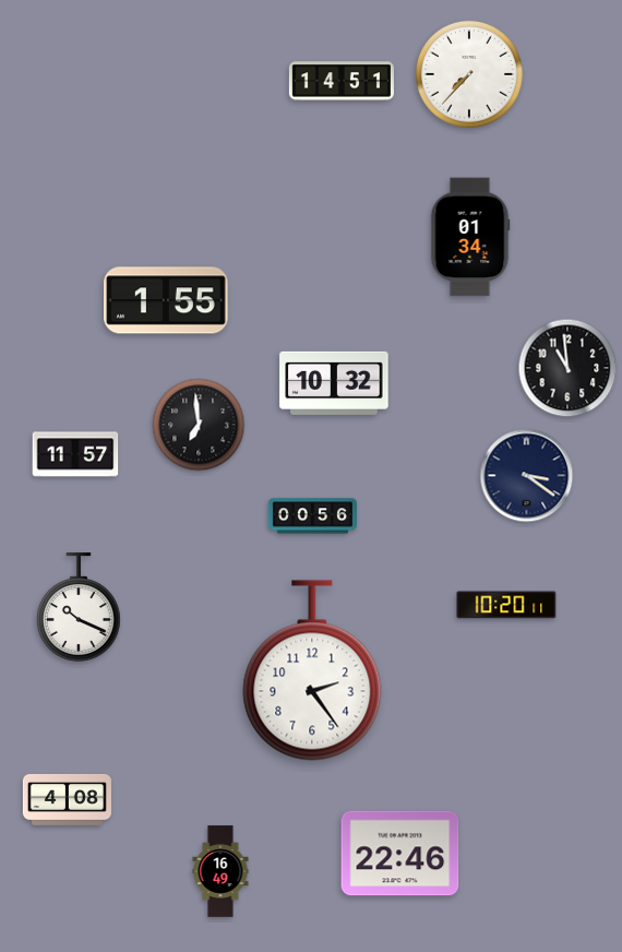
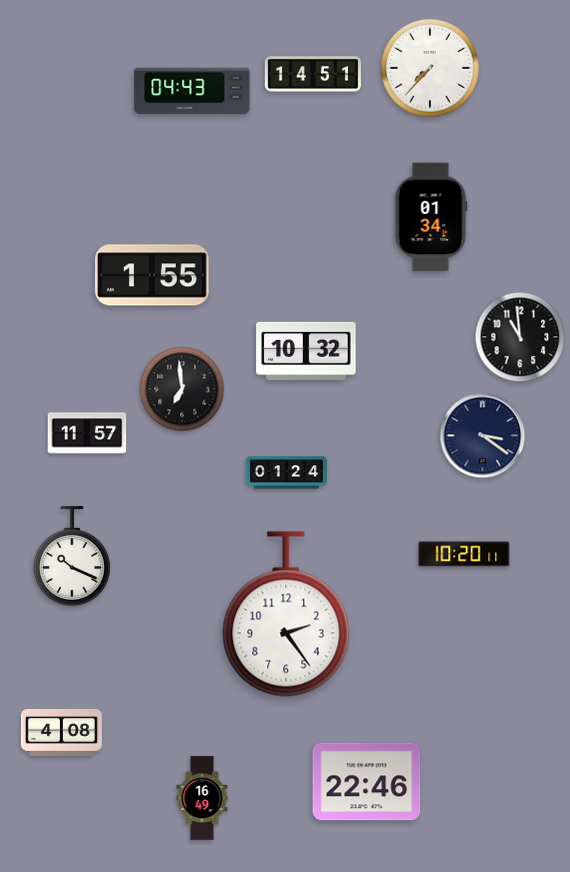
clock at (192, 91): none -> 04:43
clock at (75, 454) position: (75, 454) -> (87, 433)
clock at (312, 516): 00:56 -> 01:24
